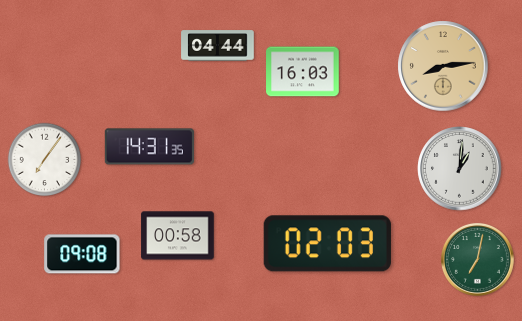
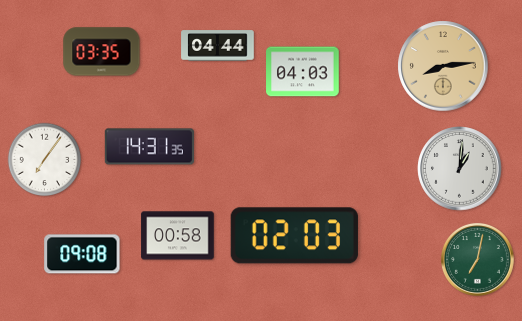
clock at (102, 52): none -> 03:35
clock at (303, 72): 16:03 -> 04:03
clock at (327, 244) position: (327, 244) -> (294, 236)
